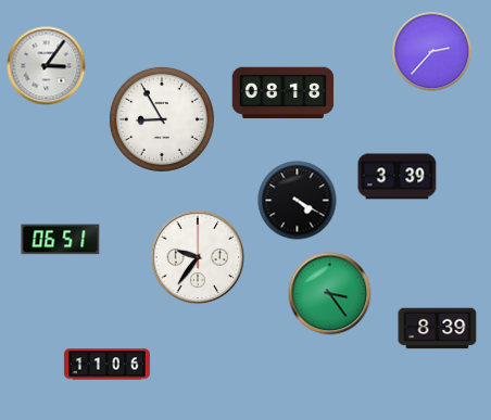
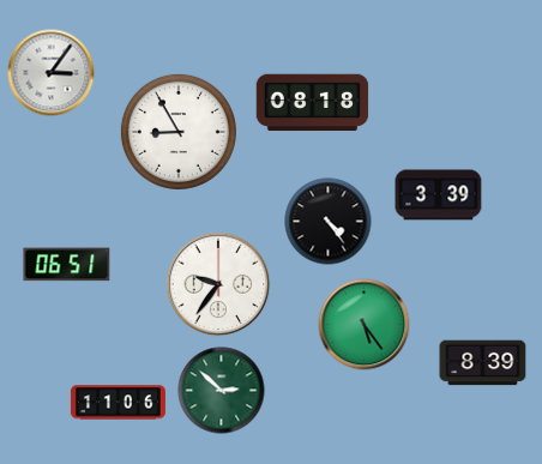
clock at (432, 52): 2:37 -> none
clock at (298, 201): 4:20 -> 4:24
clock at (330, 294): 3:24 -> 5:24
clock at (222, 391): none -> 2:52
